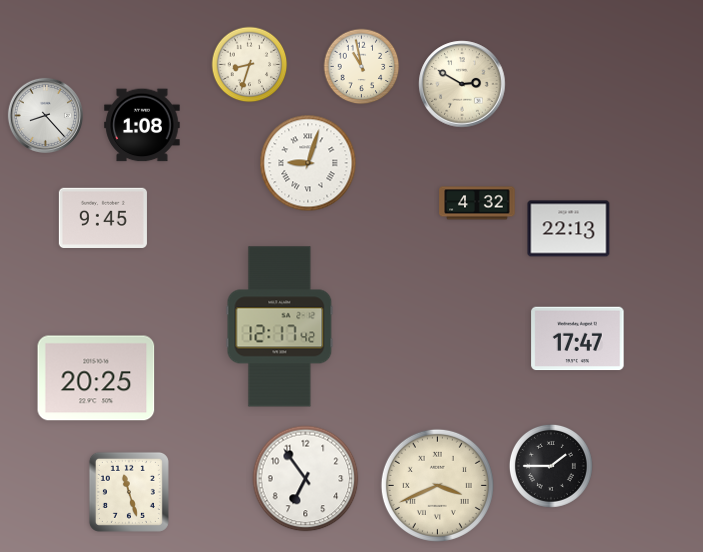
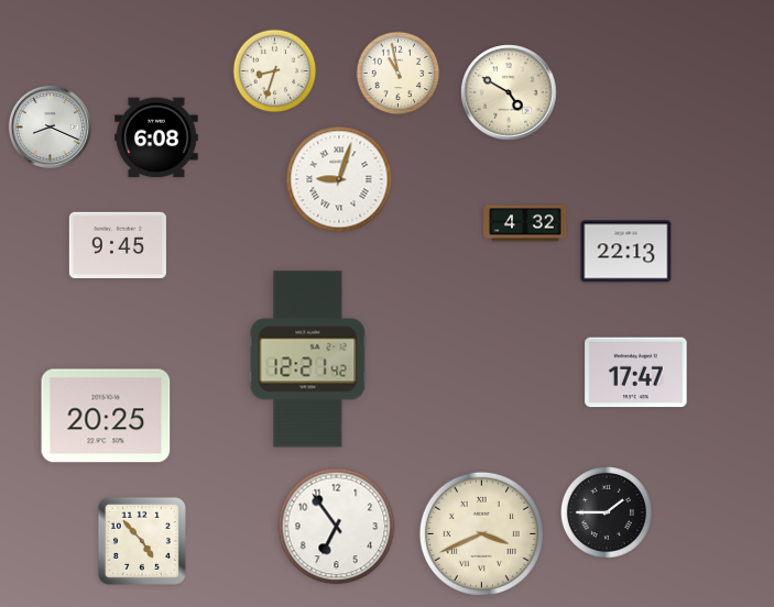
clock at (462, 84): 2:50 -> 4:50
clock at (45, 115): 8:23 -> 8:19
clock at (142, 125): 1:08 -> 6:08
clock at (103, 217) position: (103, 217) -> (118, 244)
clock at (280, 327): 12:17 -> 12:21
clock at (129, 492): 11:27 -> 4:53
